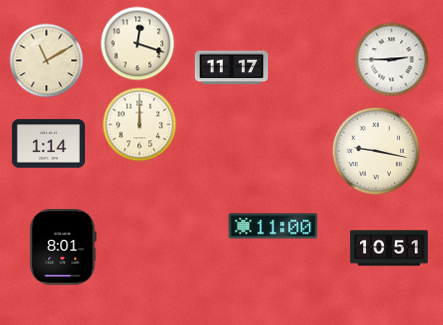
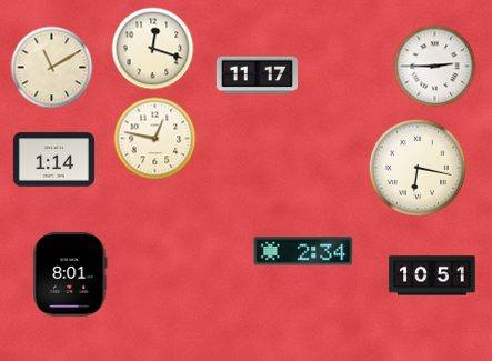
clock at (140, 125): 12:00 -> 12:47
clock at (375, 150): 9:17 -> 6:17
clock at (273, 226): 11:00 -> 2:34
